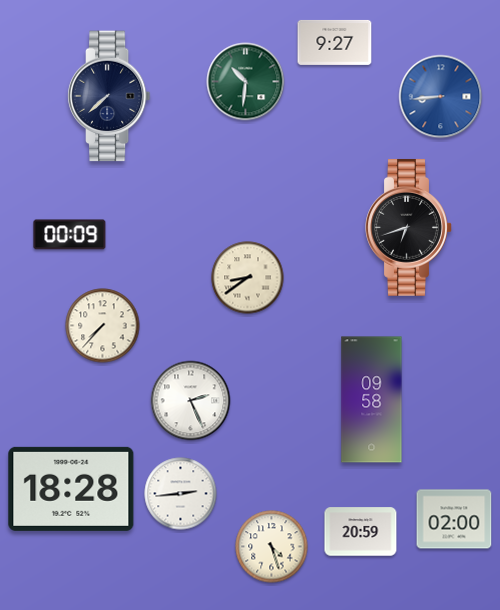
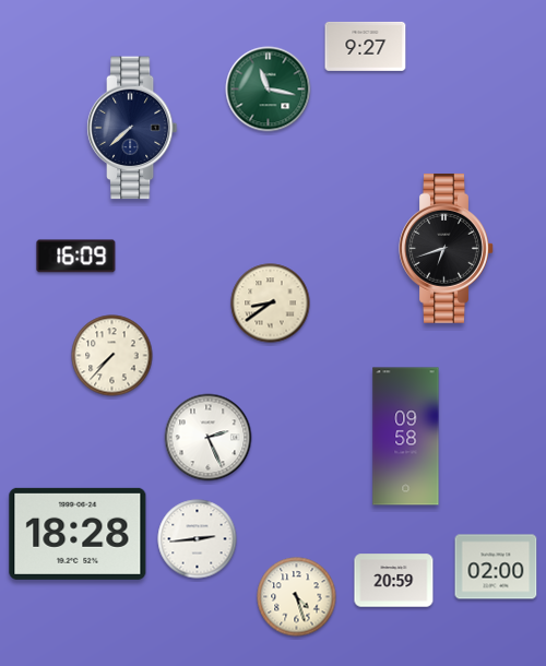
clock at (246, 82): 10:31 -> 11:17
clock at (109, 96) position: (109, 96) -> (132, 128)
clock at (441, 97): 8:44 -> none
clock at (70, 235): 00:09 -> 16:09
